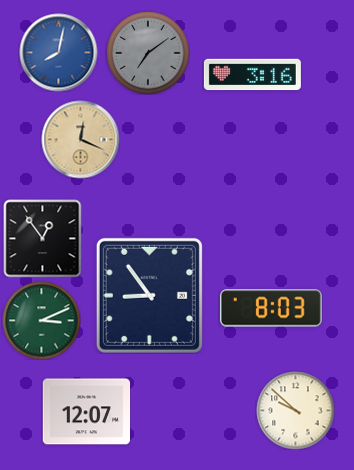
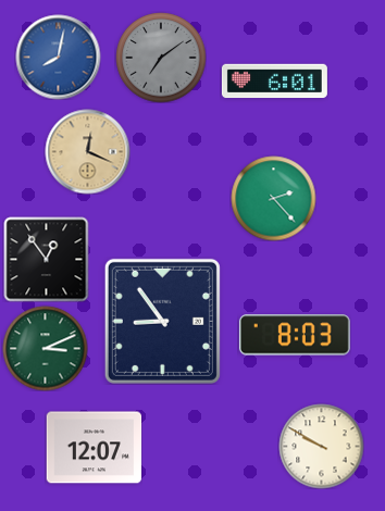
clock at (58, 52) position: (58, 52) -> (58, 57)
clock at (252, 75): 3:16 -> 6:01
clock at (273, 198): none -> 2:23
clock at (295, 410): 9:52 -> 9:50
